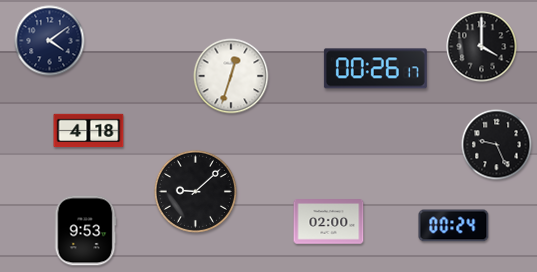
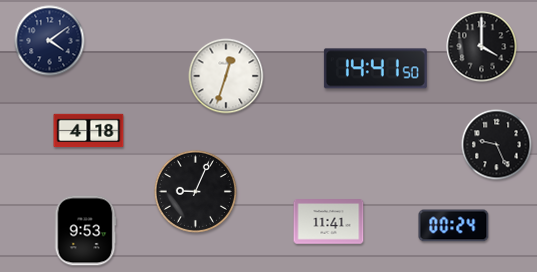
clock at (375, 69): 00:26 -> 14:41
clock at (231, 76) position: (231, 76) -> (226, 76)
clock at (195, 191): 9:08 -> 9:04
clock at (329, 222): 02:00 -> 11:41
